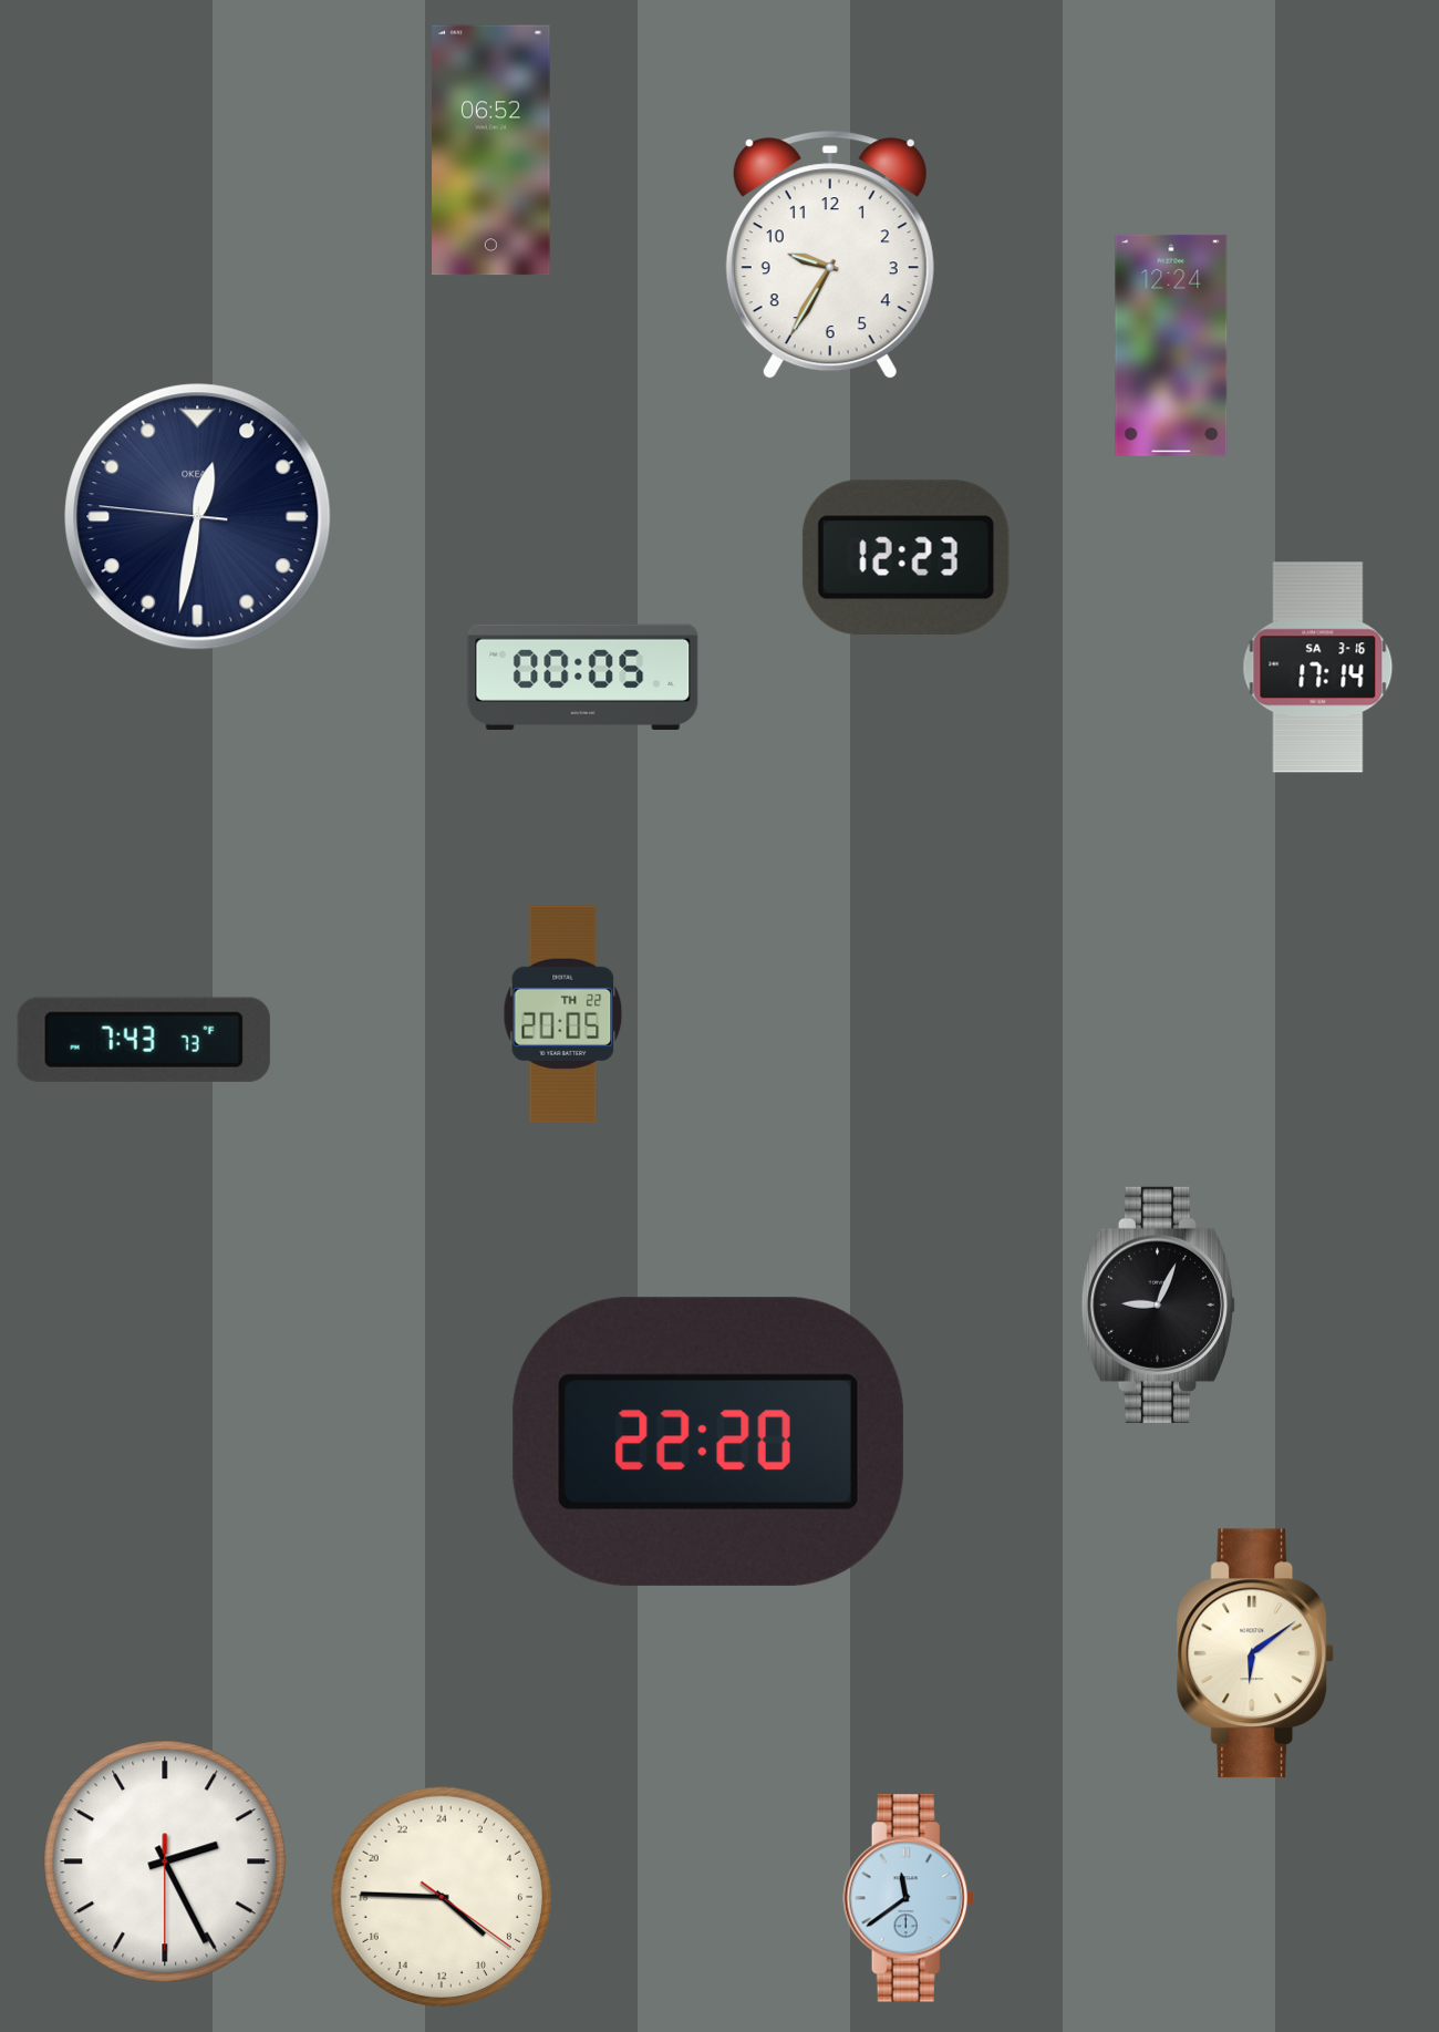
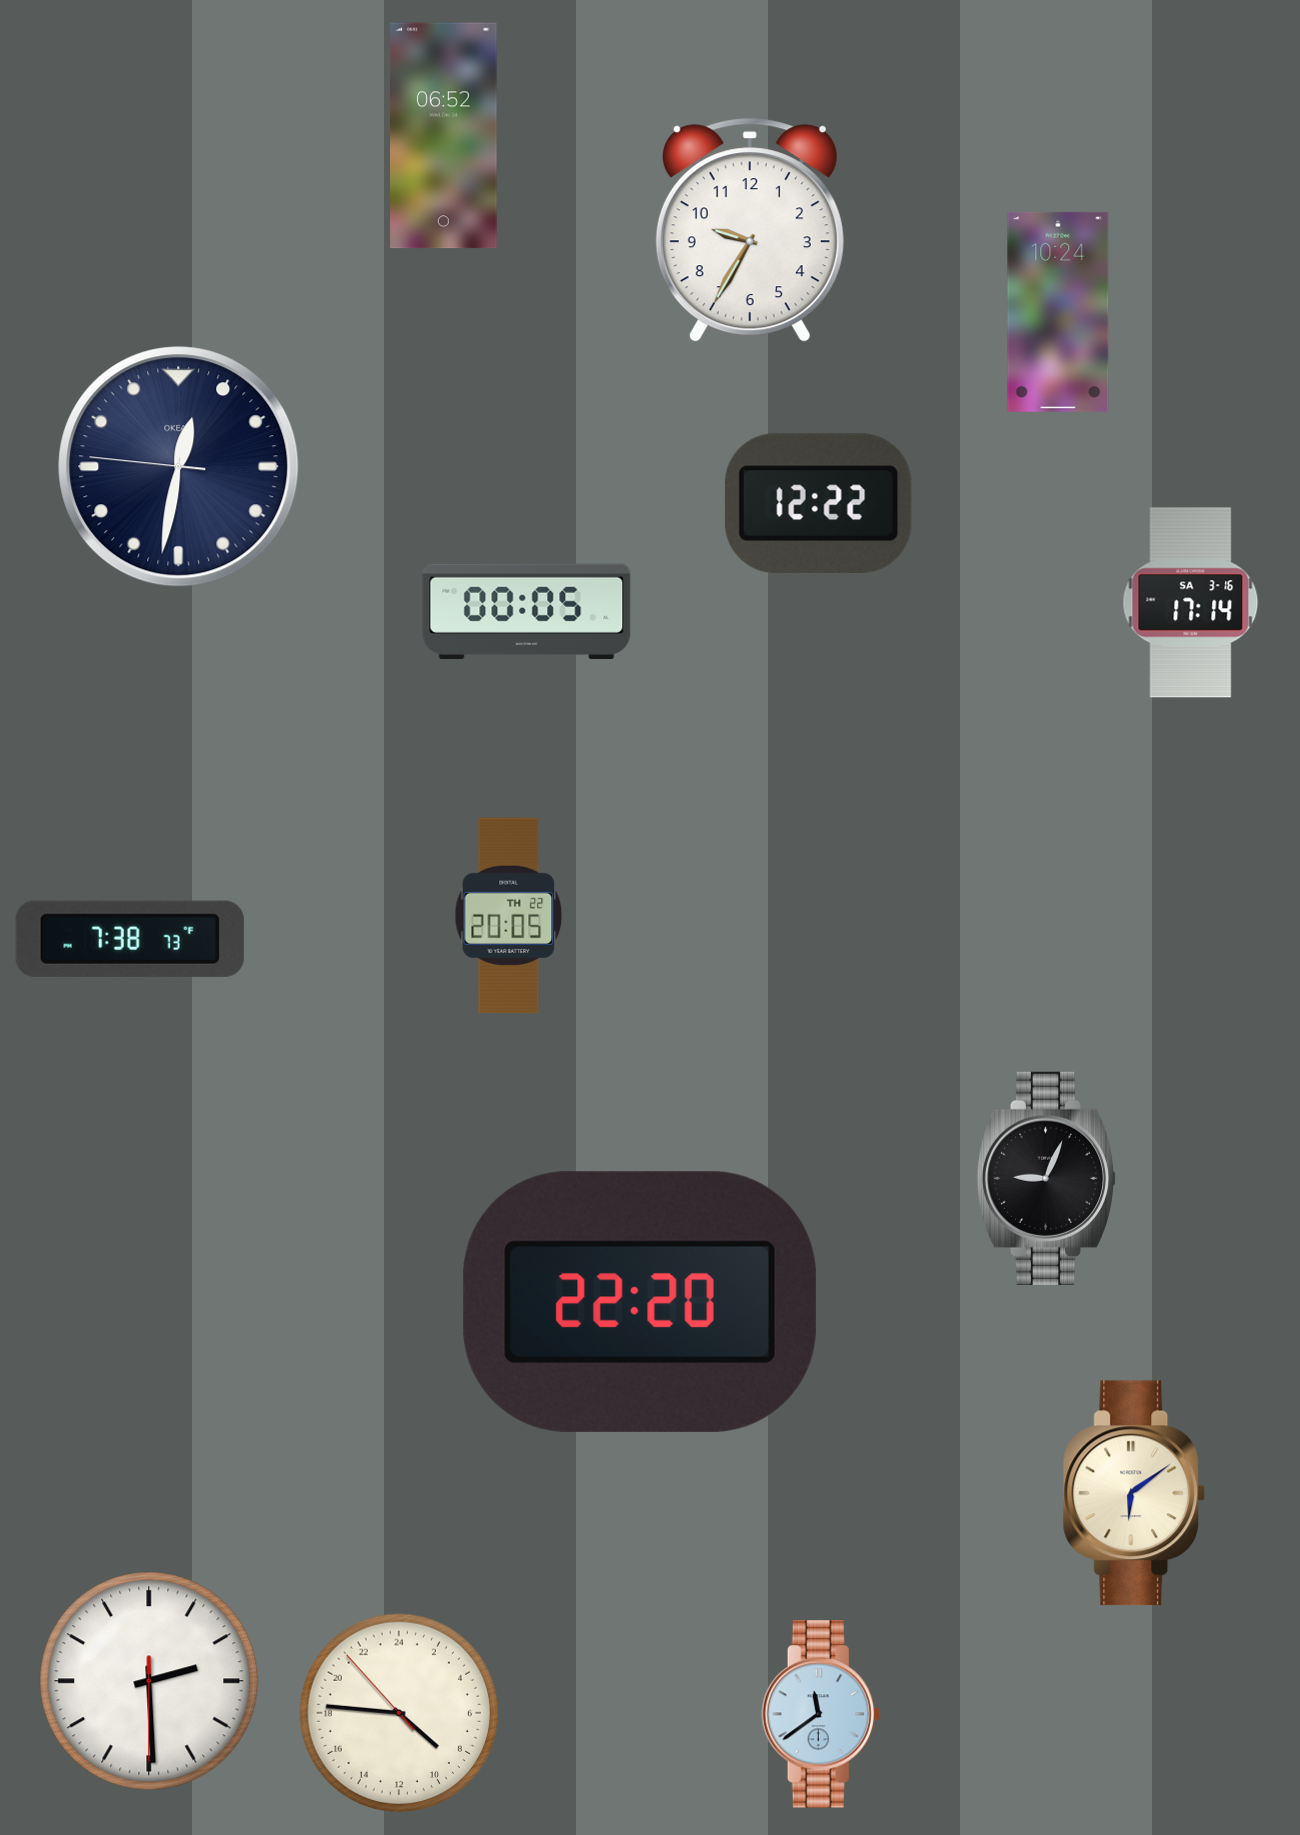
clock at (1171, 345): 12:24 -> 10:24
clock at (905, 557): 12:23 -> 12:22
clock at (144, 1040): 7:43 -> 7:38
clock at (165, 1861): 2:25 -> 2:29
clock at (442, 1897): 8:45:21 -> 8:45:53
